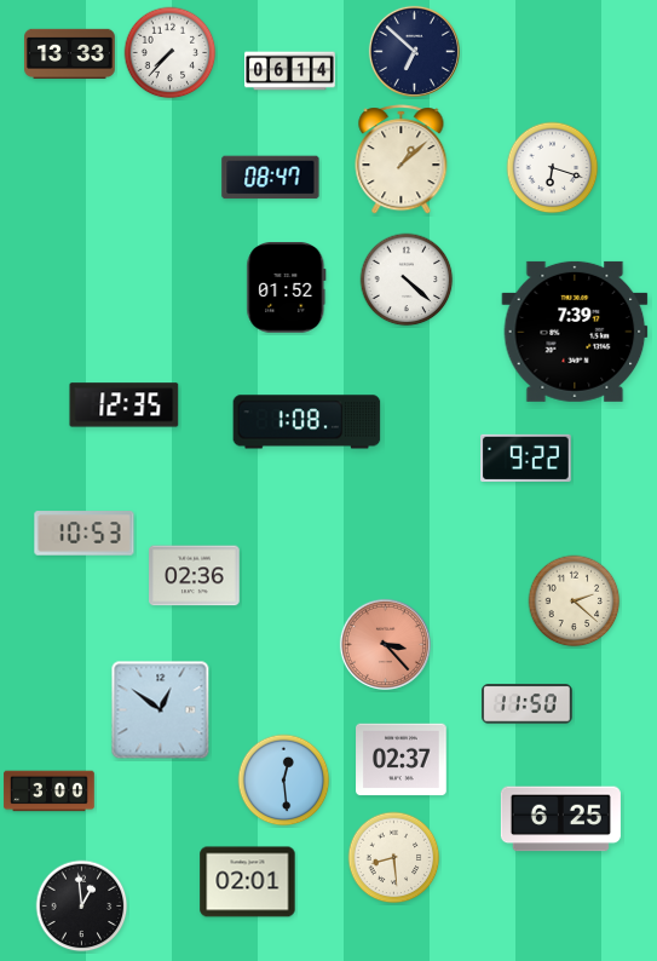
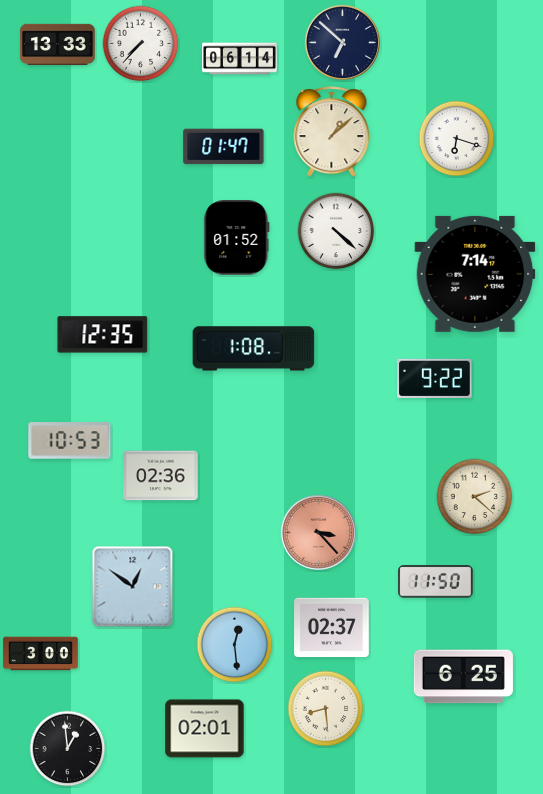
clock at (271, 178): 08:47 -> 01:47
clock at (575, 332): 7:39 -> 7:14
